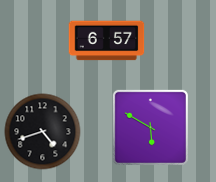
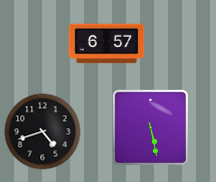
clock at (107, 41) position: (107, 41) -> (107, 44)
clock at (150, 127): 5:50 -> 5:28
